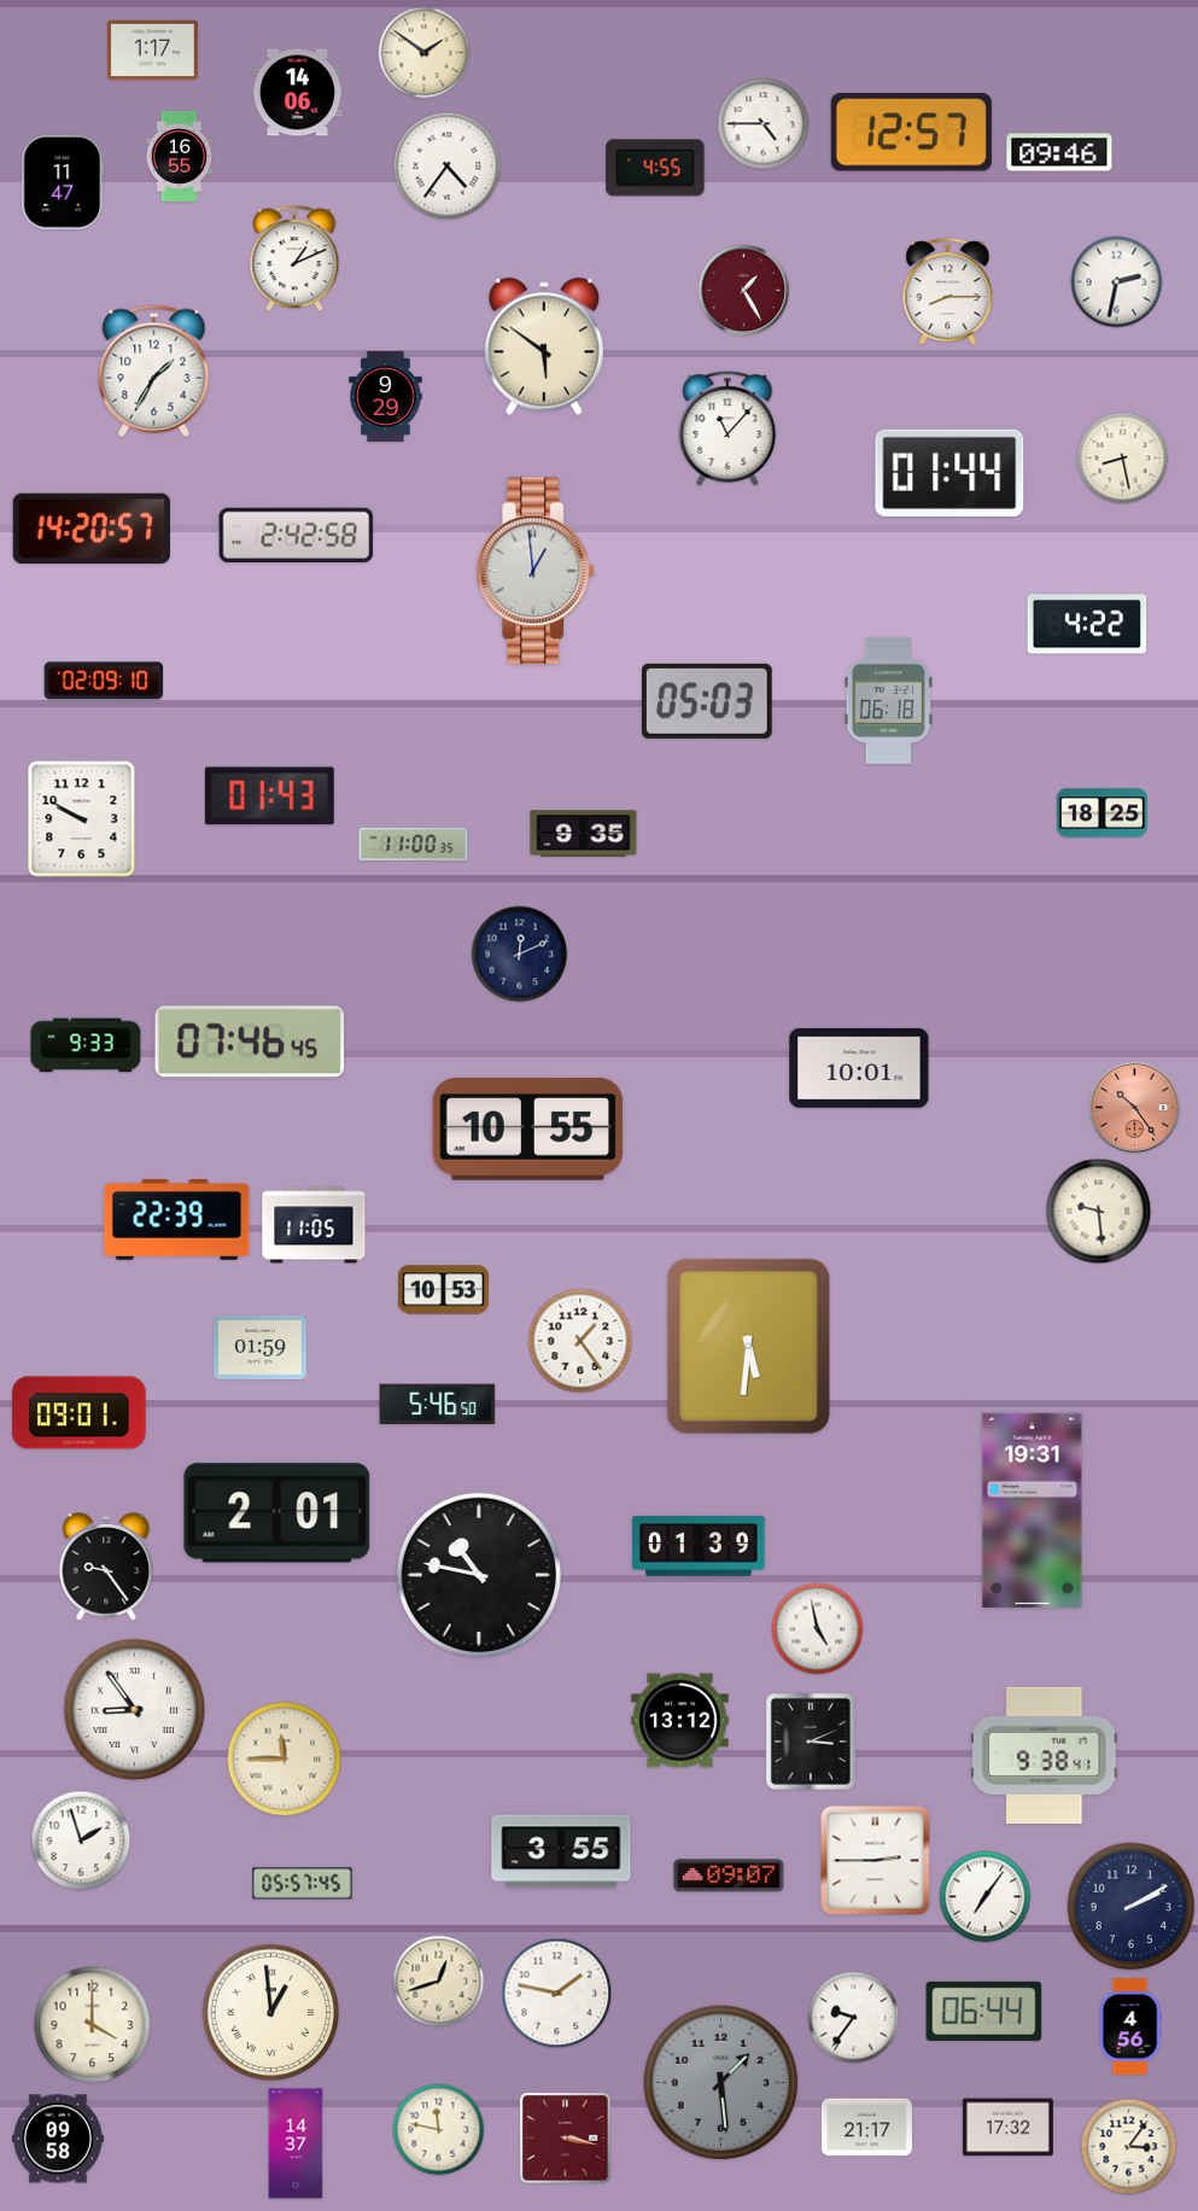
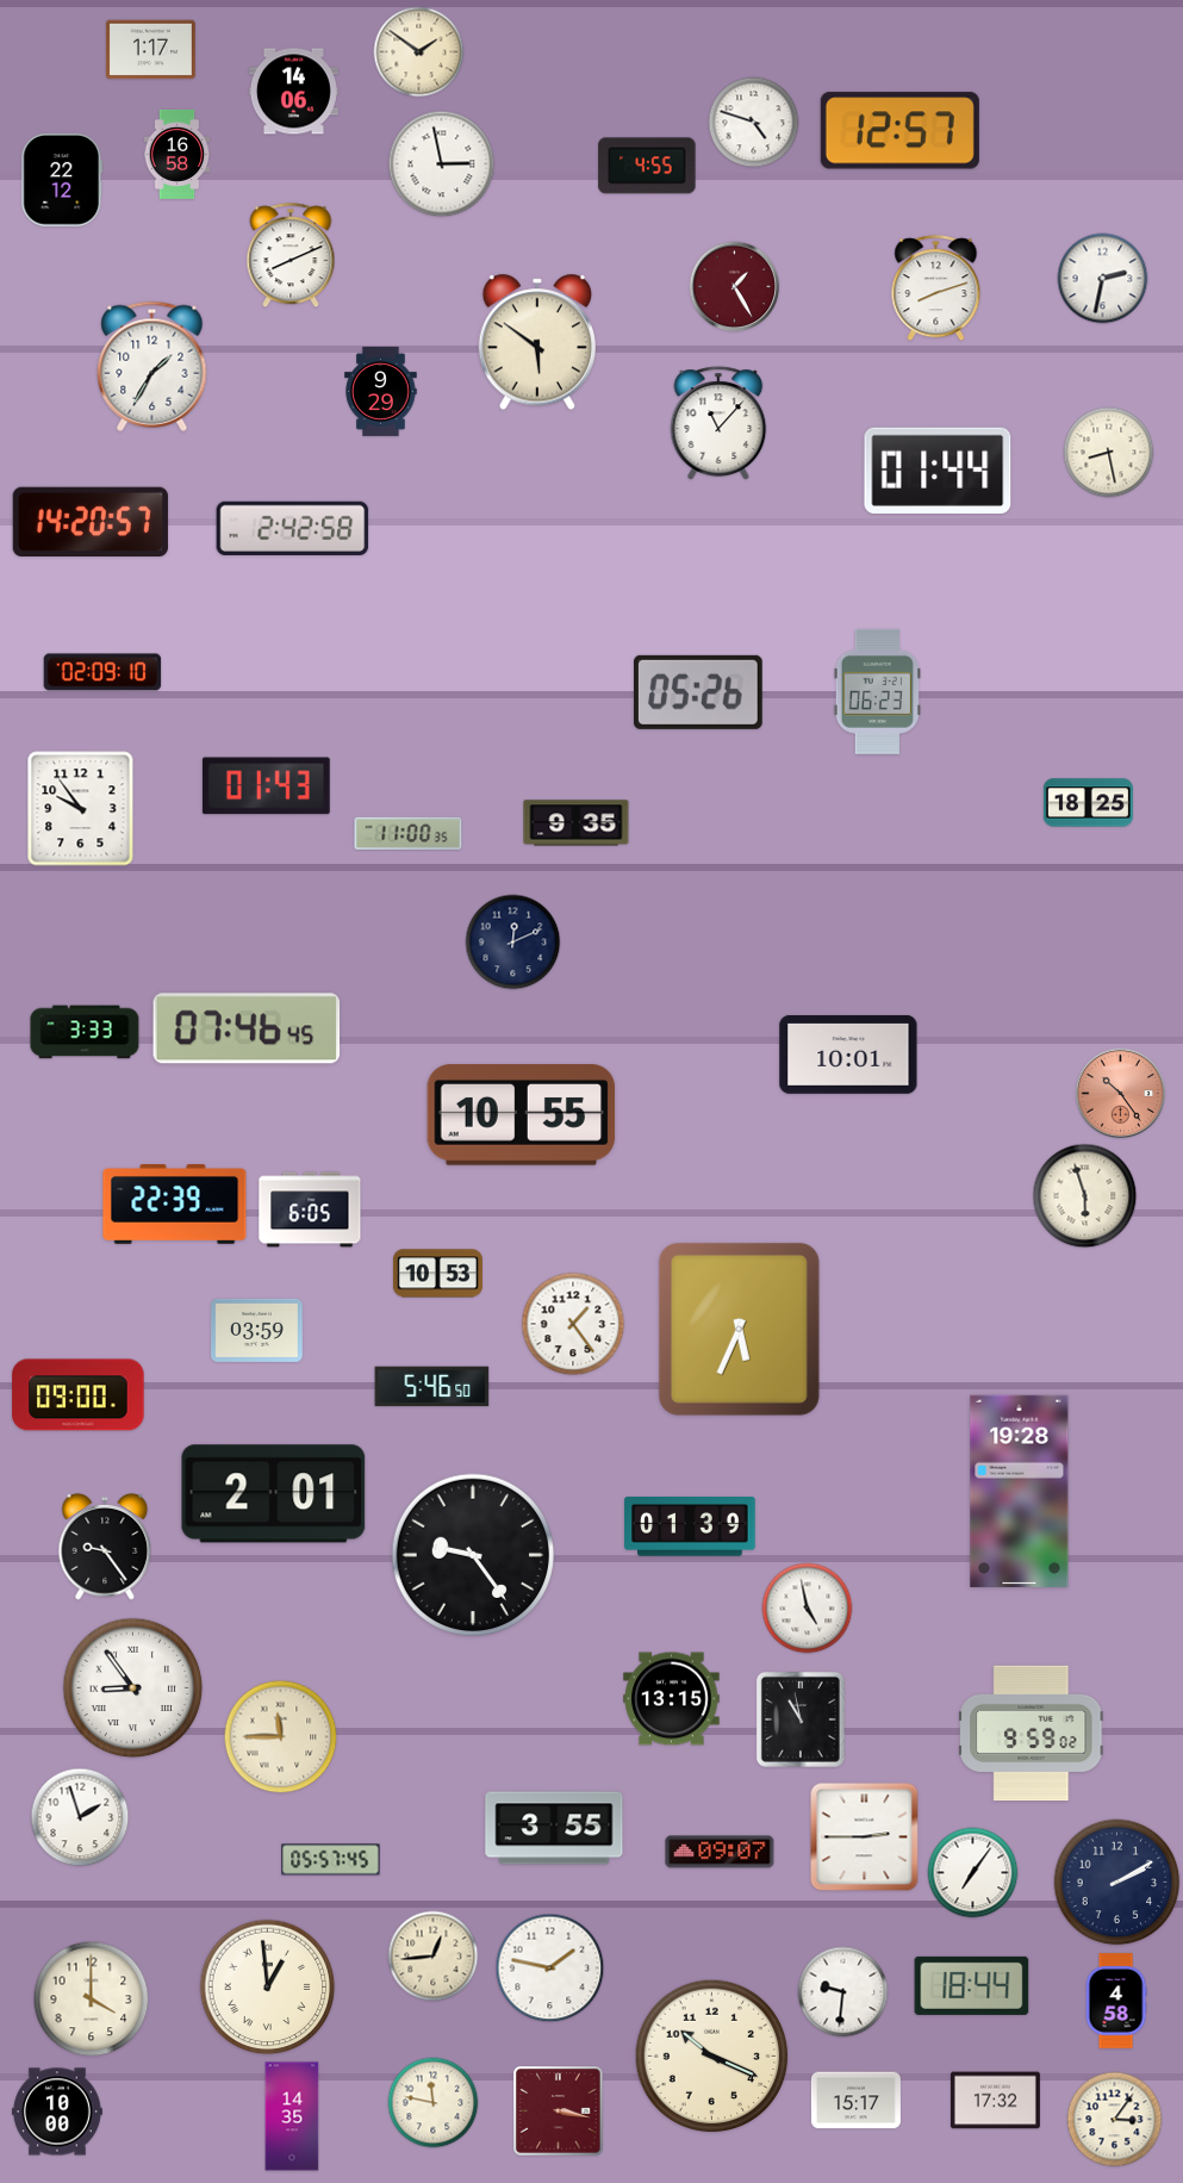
clock at (764, 124): 4:45 -> 4:48
clock at (1059, 152): 09:46 -> none
clock at (180, 156): 16:55 -> 16:58
clock at (448, 167): 4:36 -> 2:58
clock at (63, 183): 11:47 -> 22:12
clock at (294, 259): 1:11 -> 8:11
clock at (948, 292): 8:15 -> 8:12
clock at (949, 473) position: (949, 473) -> (938, 471)
clock at (536, 571): 12:59 -> none
clock at (1087, 624): 4:22 -> none
clock at (888, 700): 06:18 -> 06:23
clock at (707, 701): 05:03 -> 05:26
clock at (82, 819): 9:50 -> 9:54
clock at (86, 1045): 9:33 -> 3:33
clock at (1099, 1212): 9:29 -> 5:57
clock at (314, 1225): 11:05 -> 6:05
clock at (748, 1346): 5:31 -> 5:34
clock at (261, 1347): 01:59 -> 03:59
clock at (80, 1413): 09:01 -> 09:00
clock at (1033, 1510): 19:31 -> 19:28
clock at (479, 1575): 10:47 -> 9:24
clock at (680, 1721): 13:12 -> 13:15
clock at (811, 1742): 3:11 -> 10:58
clock at (1045, 1756): 9:38 -> 9:59
clock at (303, 1884) position: (303, 1884) -> (331, 1860)
clock at (439, 1982): 12:42 -> 12:44
clock at (984, 2011): 06:44 -> 18:44
clock at (854, 2018): 9:36 -> 9:31
clock at (1130, 2026): 4:56 -> 4:58
clock at (721, 2083): 1:29 -> 10:19
clock at (721, 2083) dial: grey -> cream
clock at (866, 2128): 21:17 -> 15:17
clock at (58, 2139): 09:58 -> 10:00
clock at (296, 2143): 14:37 -> 14:35
